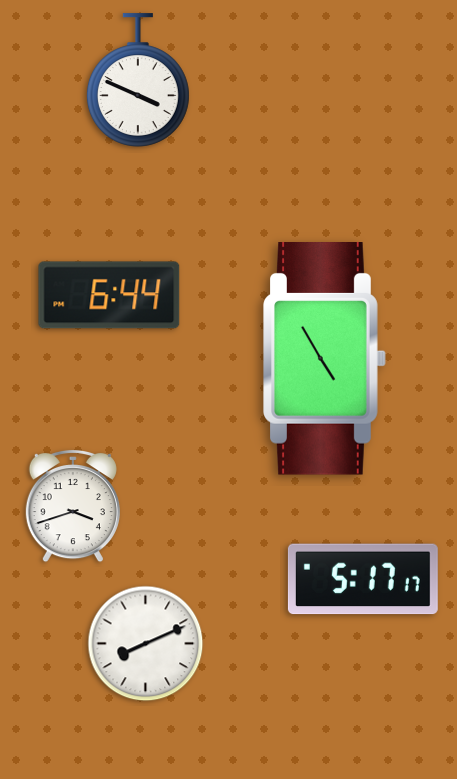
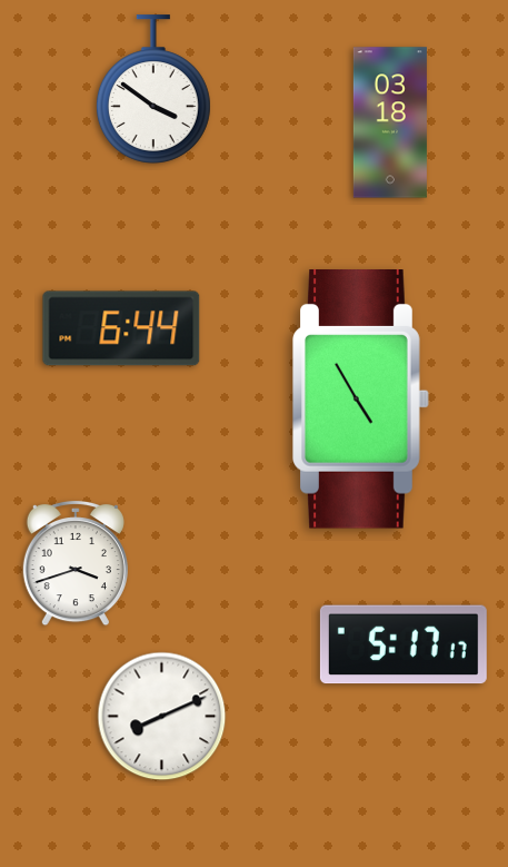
clock at (138, 80): 3:49 -> 3:51
clock at (390, 122): none -> 03:18
clock at (73, 506) position: (73, 506) -> (76, 563)
